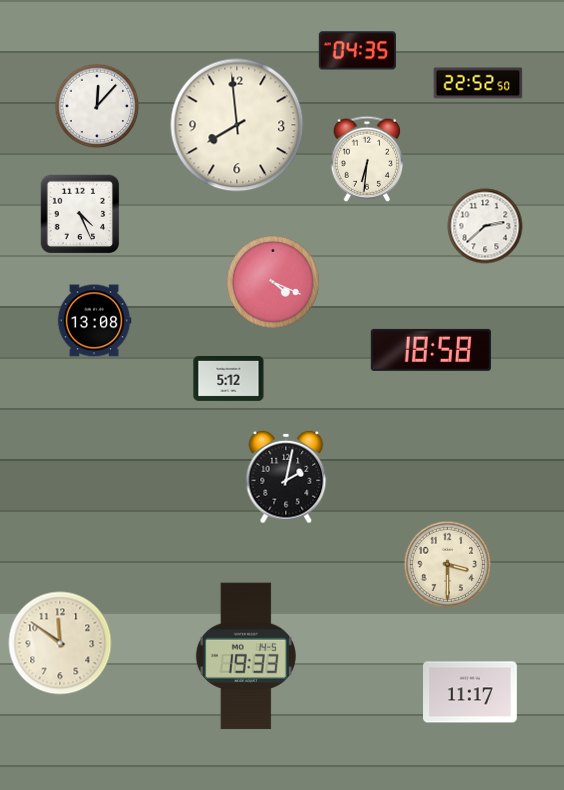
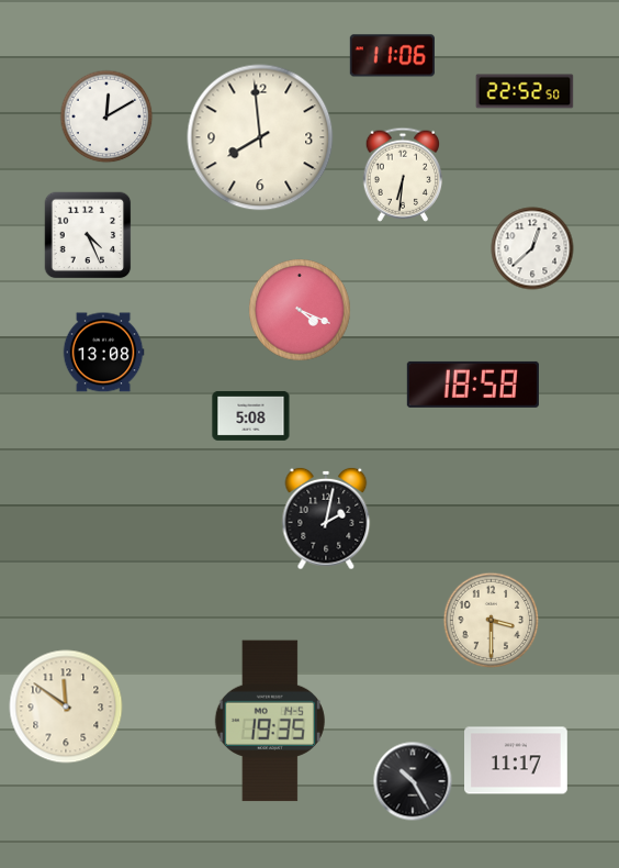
clock at (357, 51): 04:35 -> 11:06
clock at (97, 106): 12:07 -> 12:10
clock at (485, 226): 2:38 -> 12:38
clock at (229, 378): 5:12 -> 5:08
clock at (286, 477) position: (286, 477) -> (326, 519)
clock at (246, 656): 19:33 -> 19:35
clock at (413, 781): none -> 10:25
